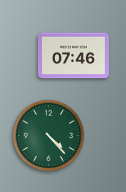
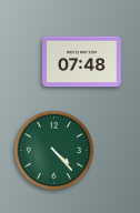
clock at (73, 56): 07:46 -> 07:48
